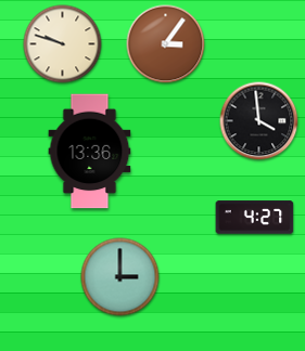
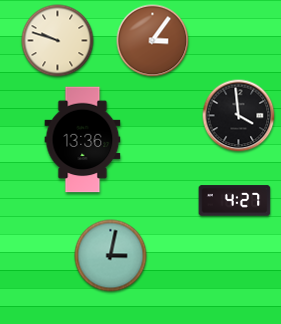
clock at (259, 121) position: (259, 121) -> (239, 116)
clock at (120, 277): 3:00 -> 3:02
